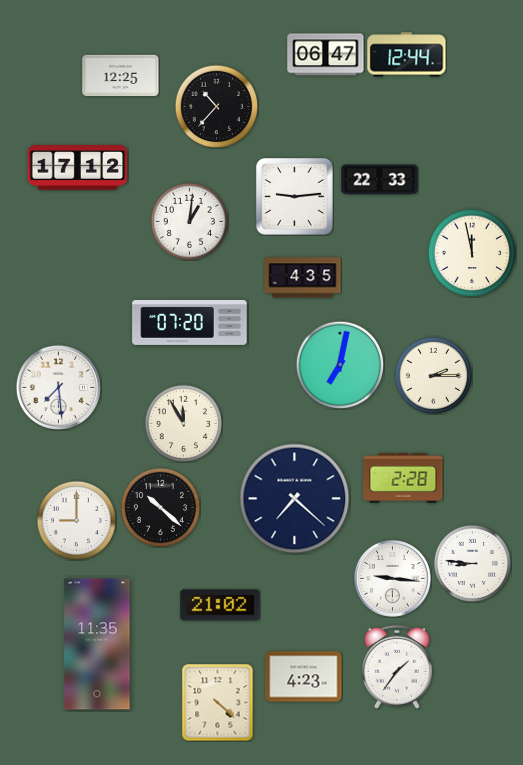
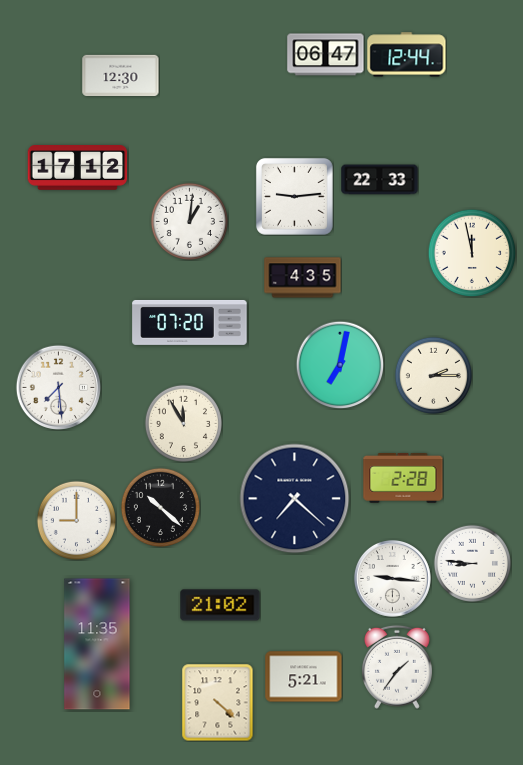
clock at (121, 75): 12:25 -> 12:30
clock at (216, 106): 10:37 -> none
clock at (304, 677): 4:23 -> 5:21
